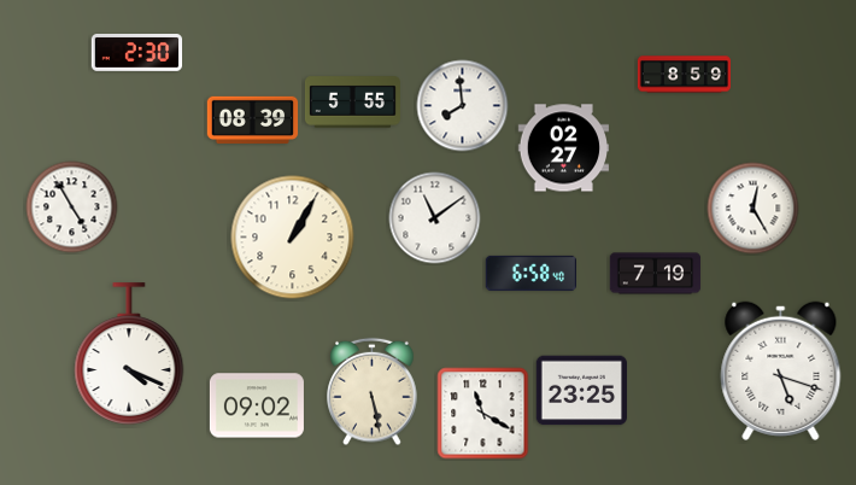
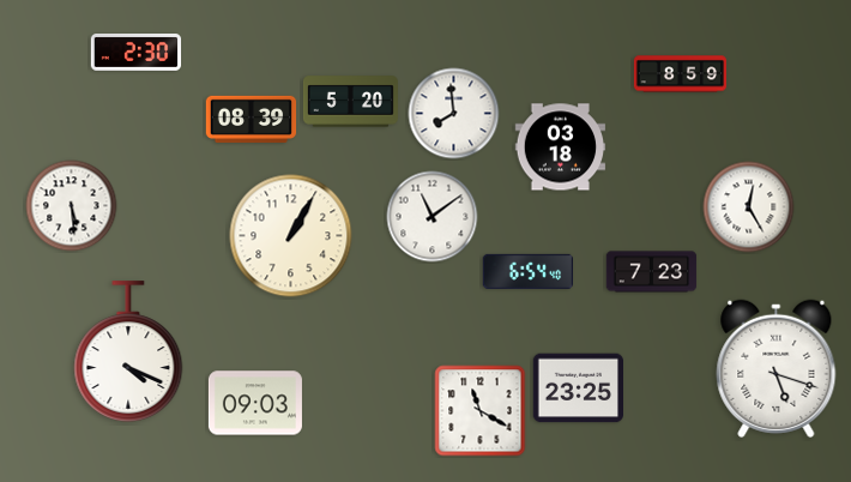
clock at (352, 103): 5:55 -> 5:20
clock at (463, 106) position: (463, 106) -> (454, 114)
clock at (564, 148): 02:27 -> 03:18
clock at (72, 208): 4:55 -> 5:29
clock at (530, 273): 6:58 -> 6:54
clock at (656, 274): 7:19 -> 7:23
clock at (373, 392): 5:28 -> none
clock at (257, 405): 09:02 -> 09:03
